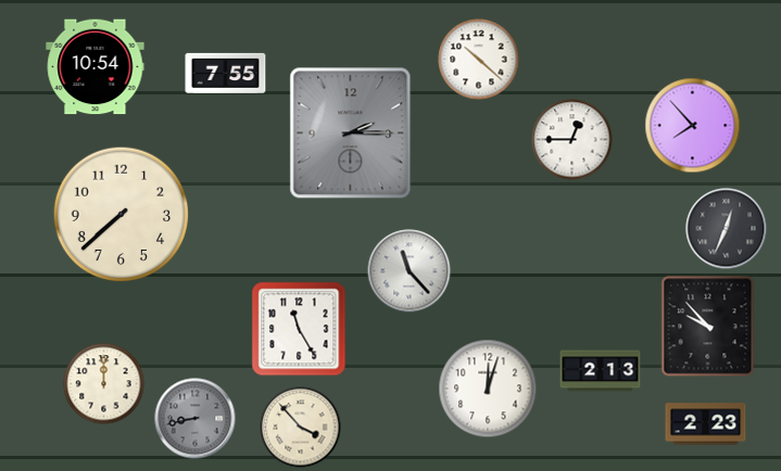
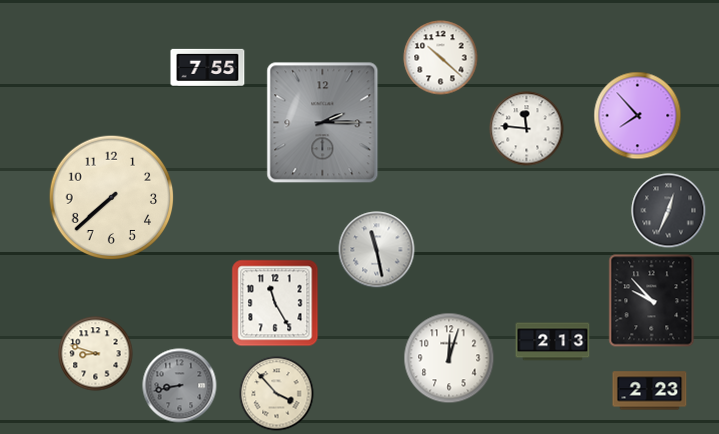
clock at (479, 60) position: (479, 60) -> (441, 58)
clock at (96, 67): 10:54 -> none
clock at (572, 140): 12:45 -> 11:46
clock at (410, 271): 11:23 -> 11:28
clock at (104, 384): 12:00 -> 8:48
